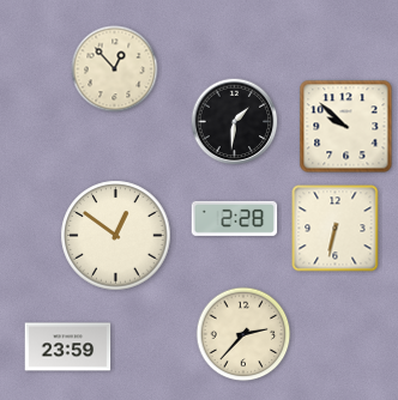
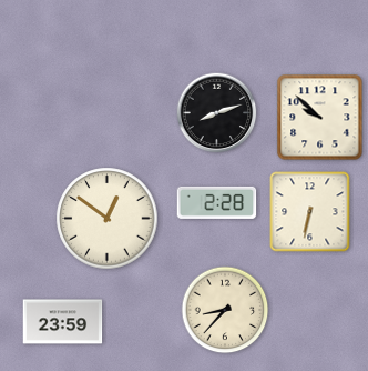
clock at (115, 69): 12:53 -> none
clock at (235, 122): 1:31 -> 8:12
clock at (243, 334): 2:37 -> 8:37
